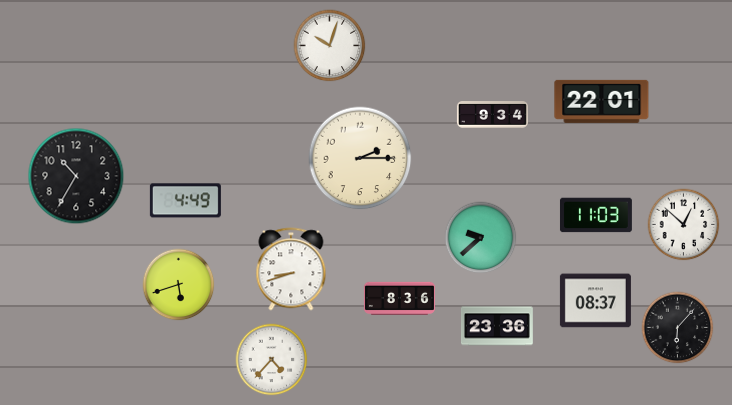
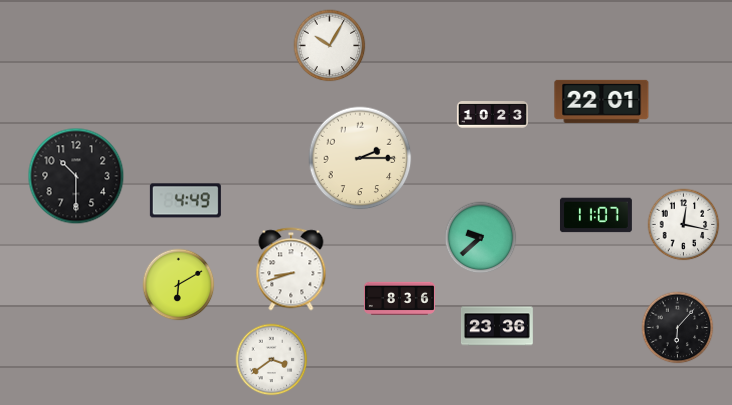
clock at (330, 46): 10:03 -> 10:05
clock at (492, 115): 9:34 -> 10:23
clock at (76, 176): 10:35 -> 10:30
clock at (596, 215): 11:03 -> 11:07
clock at (684, 225): 12:52 -> 12:17
clock at (179, 285): 5:42 -> 6:10
clock at (595, 301): 08:37 -> none
clock at (272, 360): 4:37 -> 3:39
